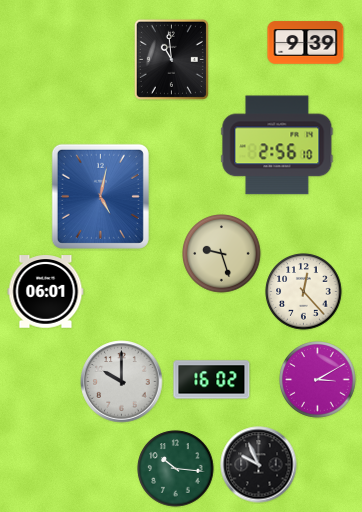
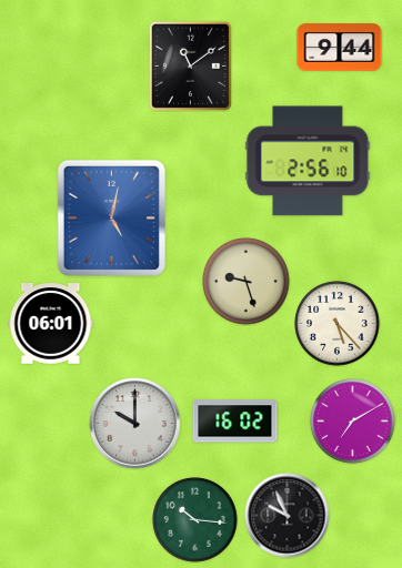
clock at (306, 43): 9:39 -> 9:44
clock at (171, 59): 10:59 -> 11:09
clock at (304, 292): 12:23 -> 5:23
clock at (318, 380): 3:10 -> 7:10
